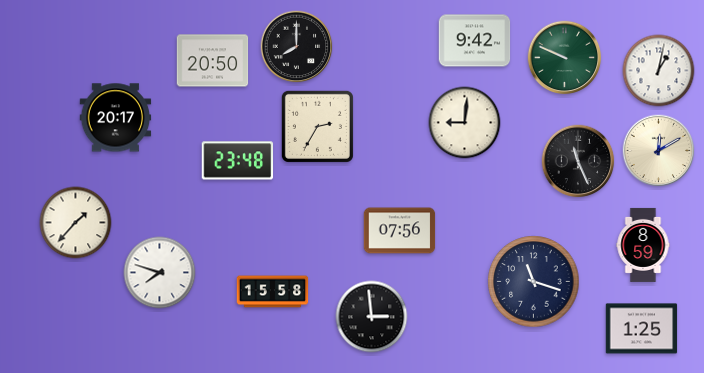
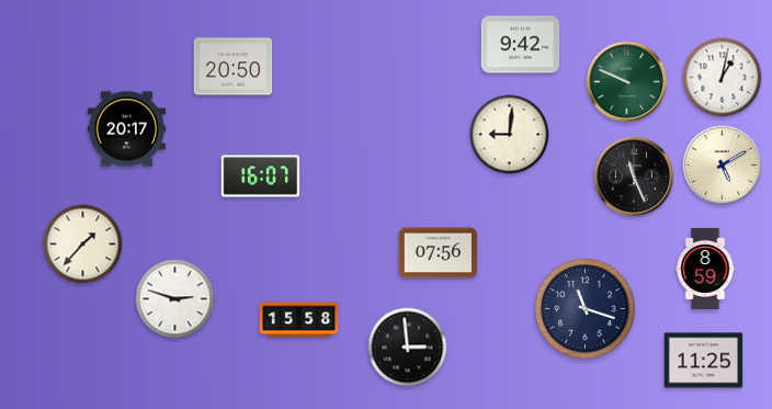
clock at (297, 47): 8:00 -> none
clock at (565, 58) position: (565, 58) -> (627, 82)
clock at (317, 126): 2:35 -> none
clock at (659, 151): 12:10 -> 5:10
clock at (238, 161): 23:48 -> 16:07
clock at (160, 273): 7:48 -> 2:48
clock at (642, 329): 1:25 -> 11:25
